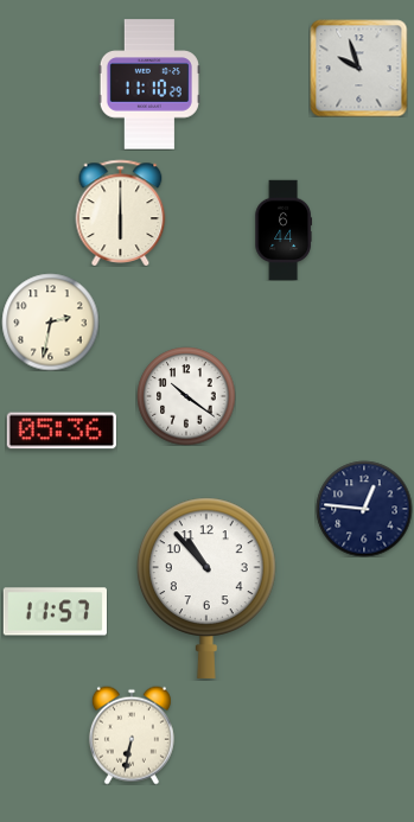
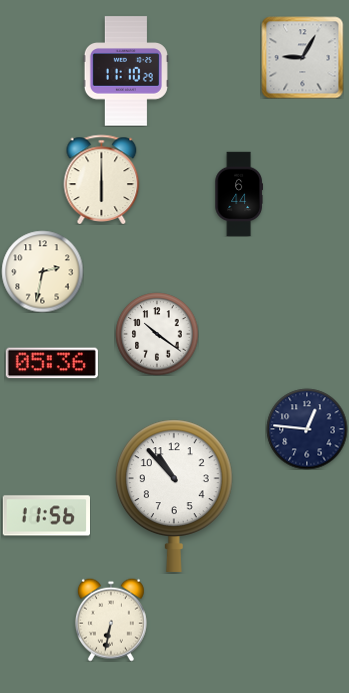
clock at (358, 68): 9:57 -> 9:05
clock at (55, 612): 11:57 -> 11:56
